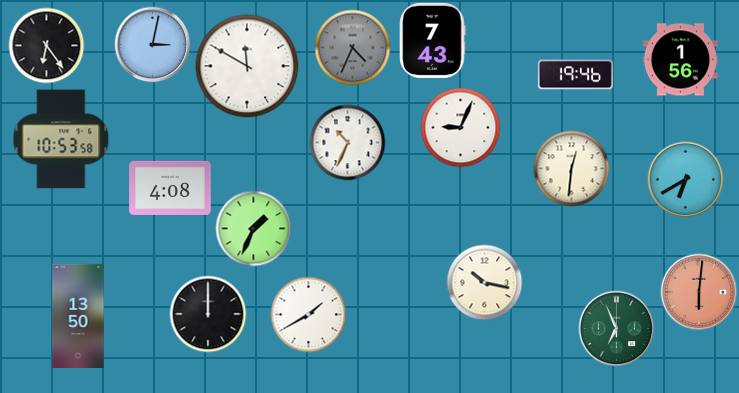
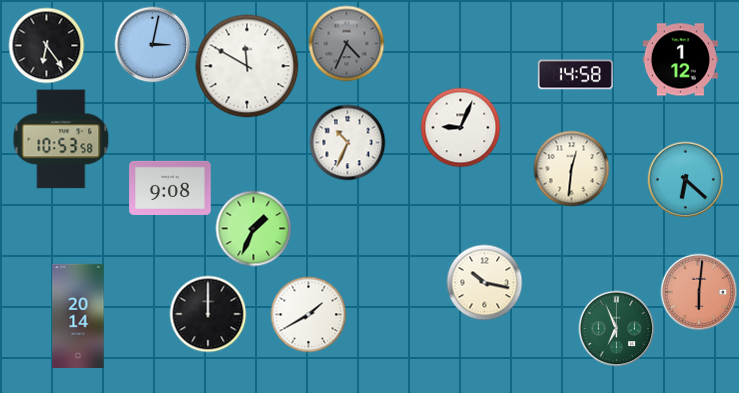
clock at (433, 40): 7:43 -> none
clock at (353, 48) position: (353, 48) -> (347, 44)
clock at (680, 60): 1:56 -> 1:12
clock at (575, 75): 19:46 -> 14:58
clock at (686, 180): 6:40 -> 6:22
clock at (170, 188): 4:08 -> 9:08
clock at (78, 315): 13:50 -> 20:14
